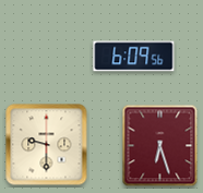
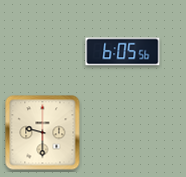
clock at (134, 57): 6:09 -> 6:05
clock at (160, 146): 6:27 -> none
